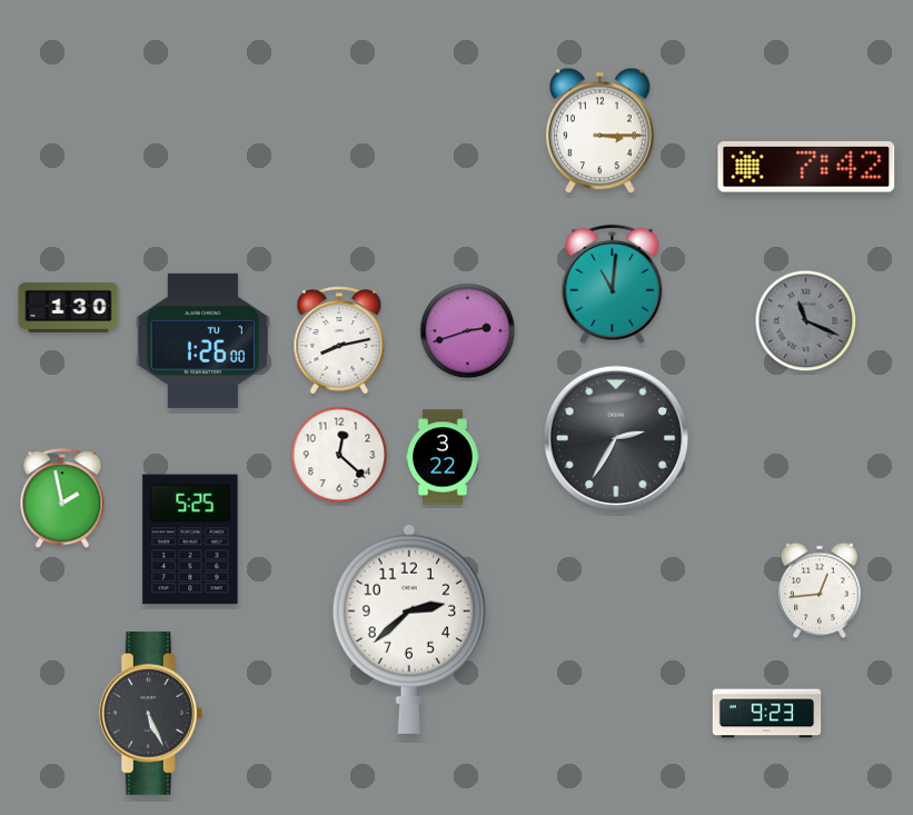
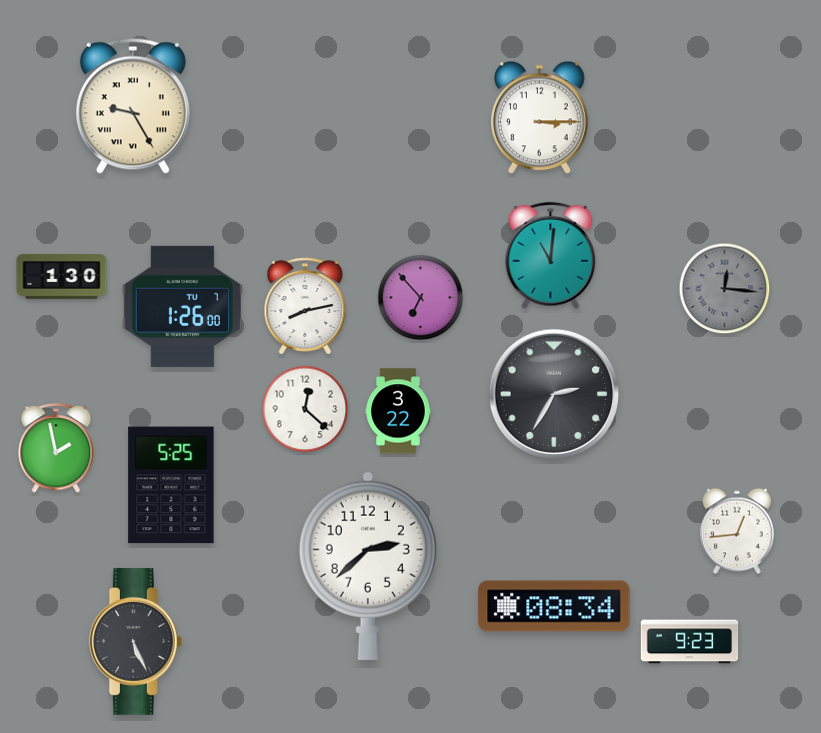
clock at (133, 106): none -> 9:25
clock at (806, 167): 7:42 -> none
clock at (806, 321): 11:19 -> 12:16
clock at (468, 331): 2:42 -> 6:53
clock at (554, 606): none -> 08:34
